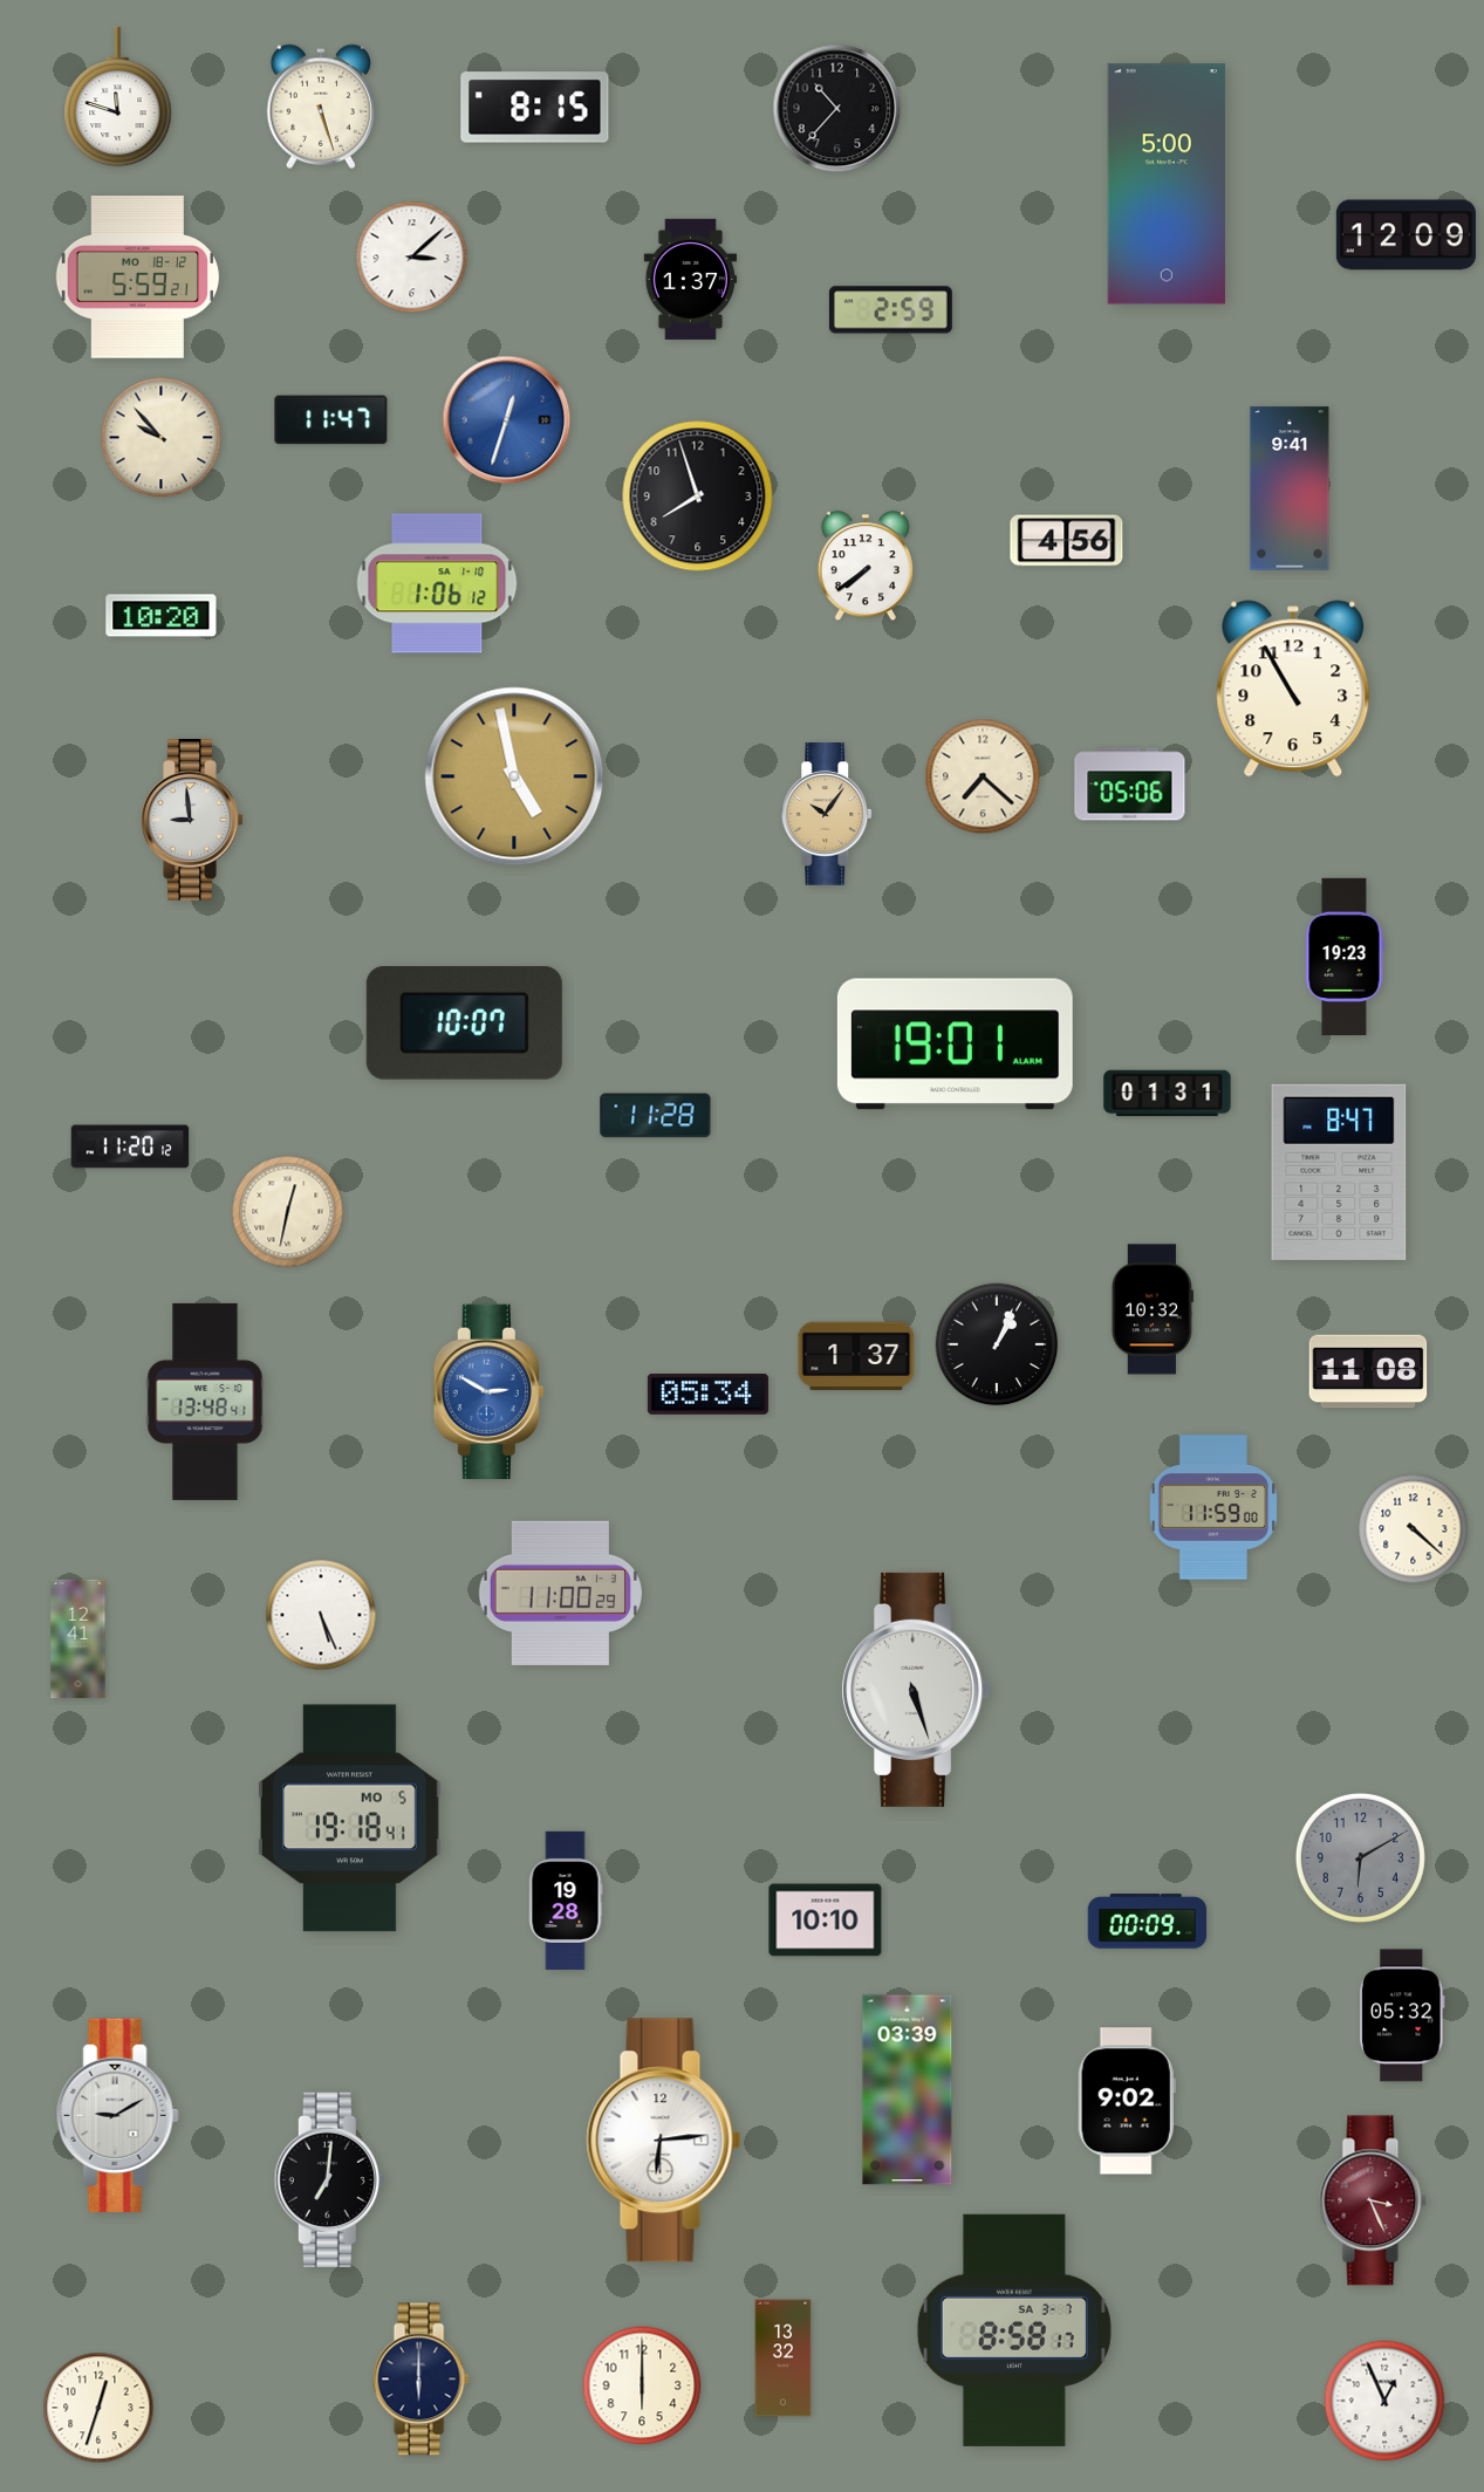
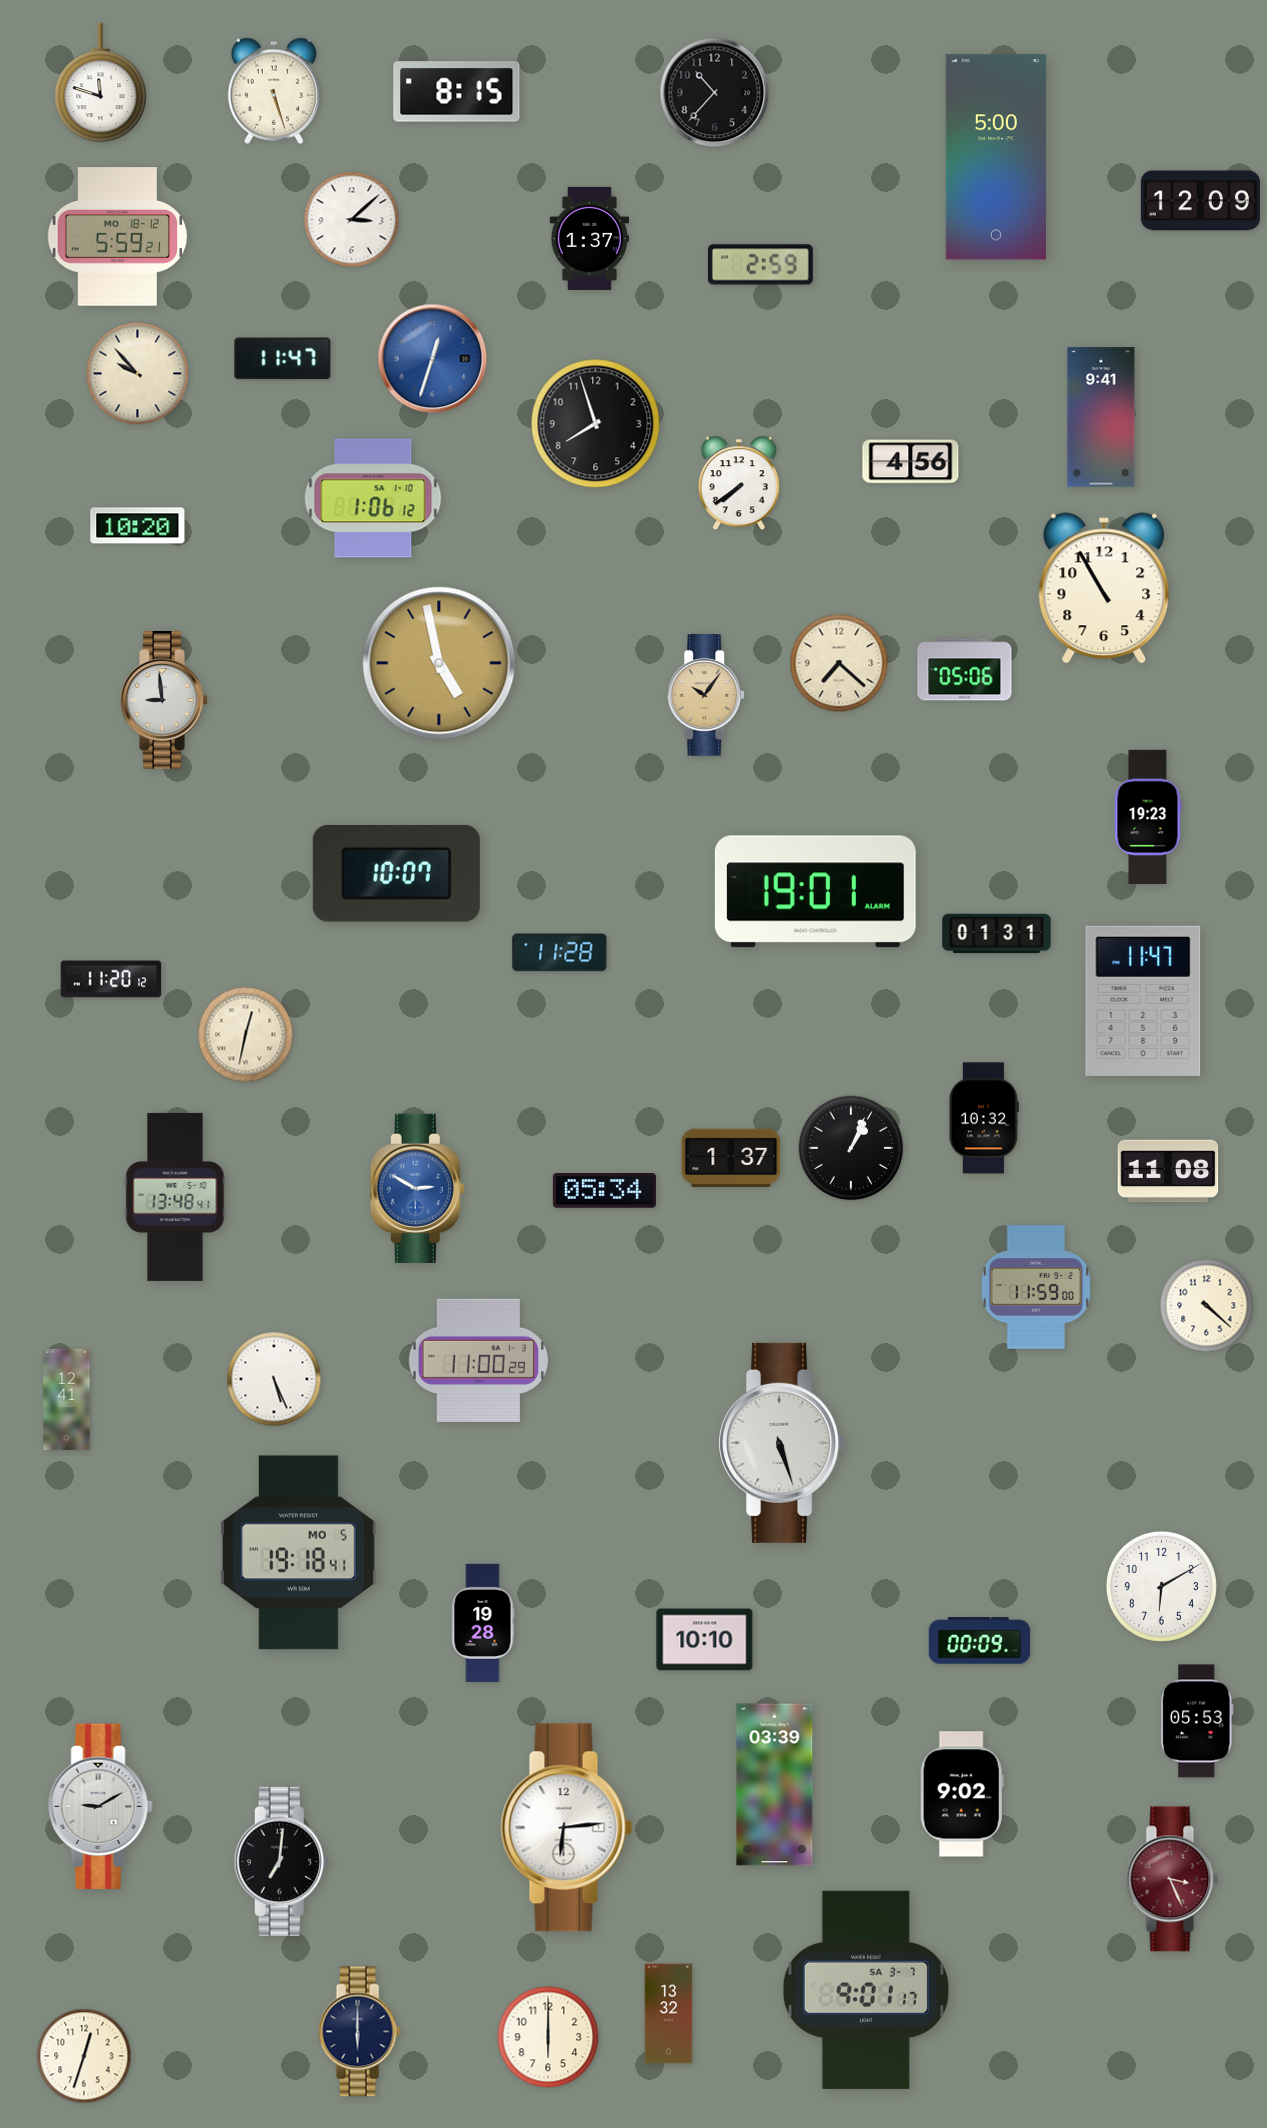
clock at (1339, 1172): 8:47 -> 11:47
clock at (1360, 1857) dial: grey -> white
clock at (1403, 2015): 05:32 -> 05:53
clock at (1014, 2330): 8:58 -> 9:01
clock at (1384, 2401): 12:56 -> none
